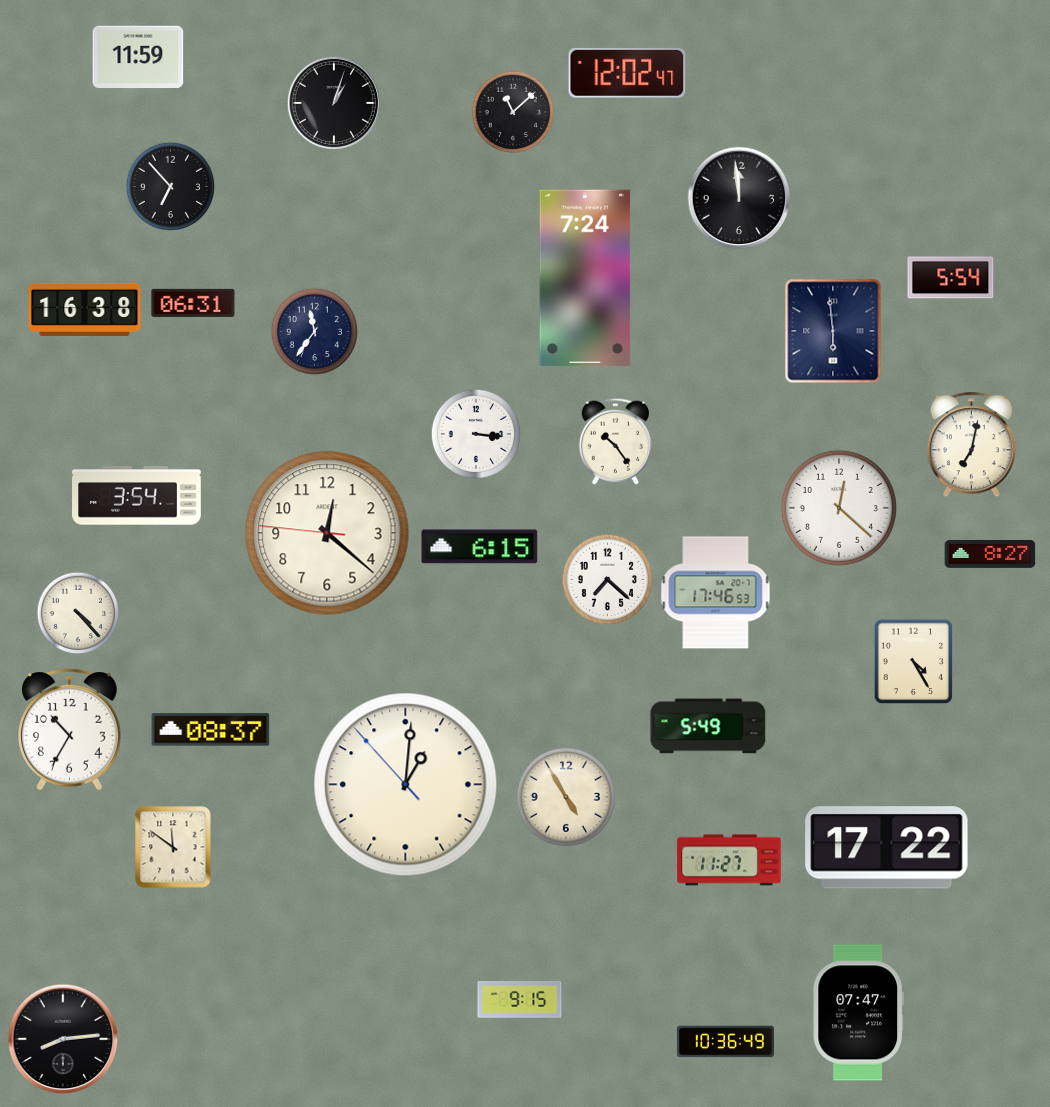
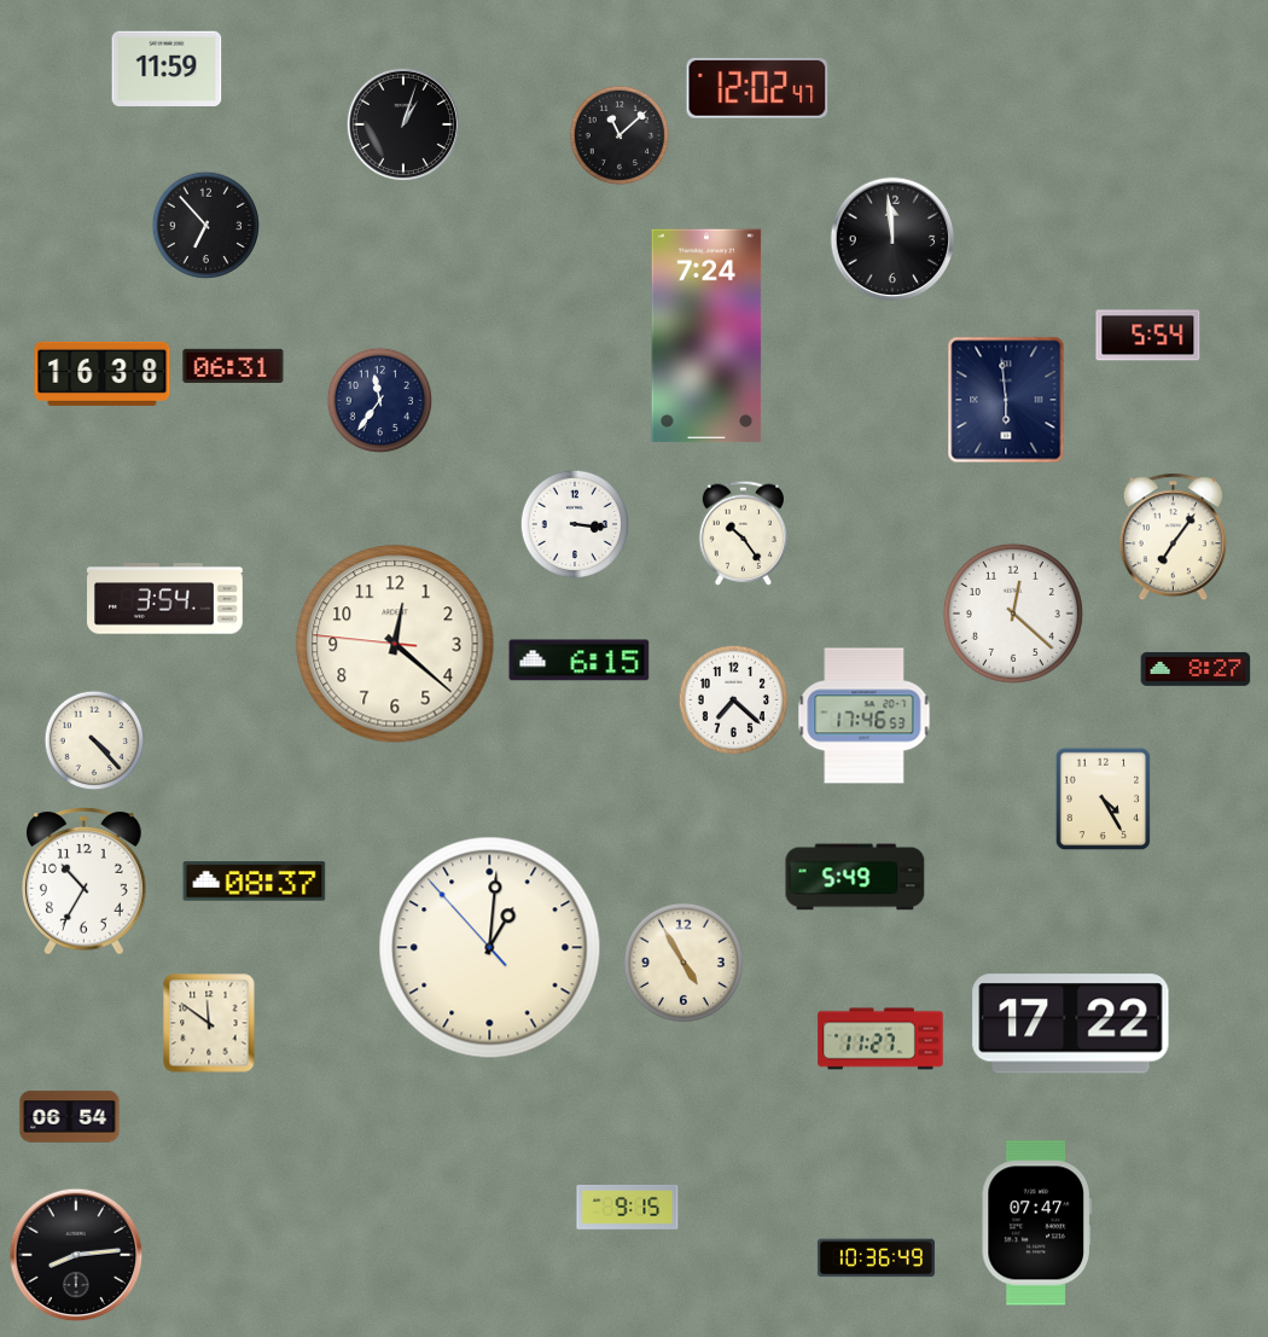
clock at (971, 445): 7:02 -> 7:06
clock at (70, 1117): none -> 06:54
